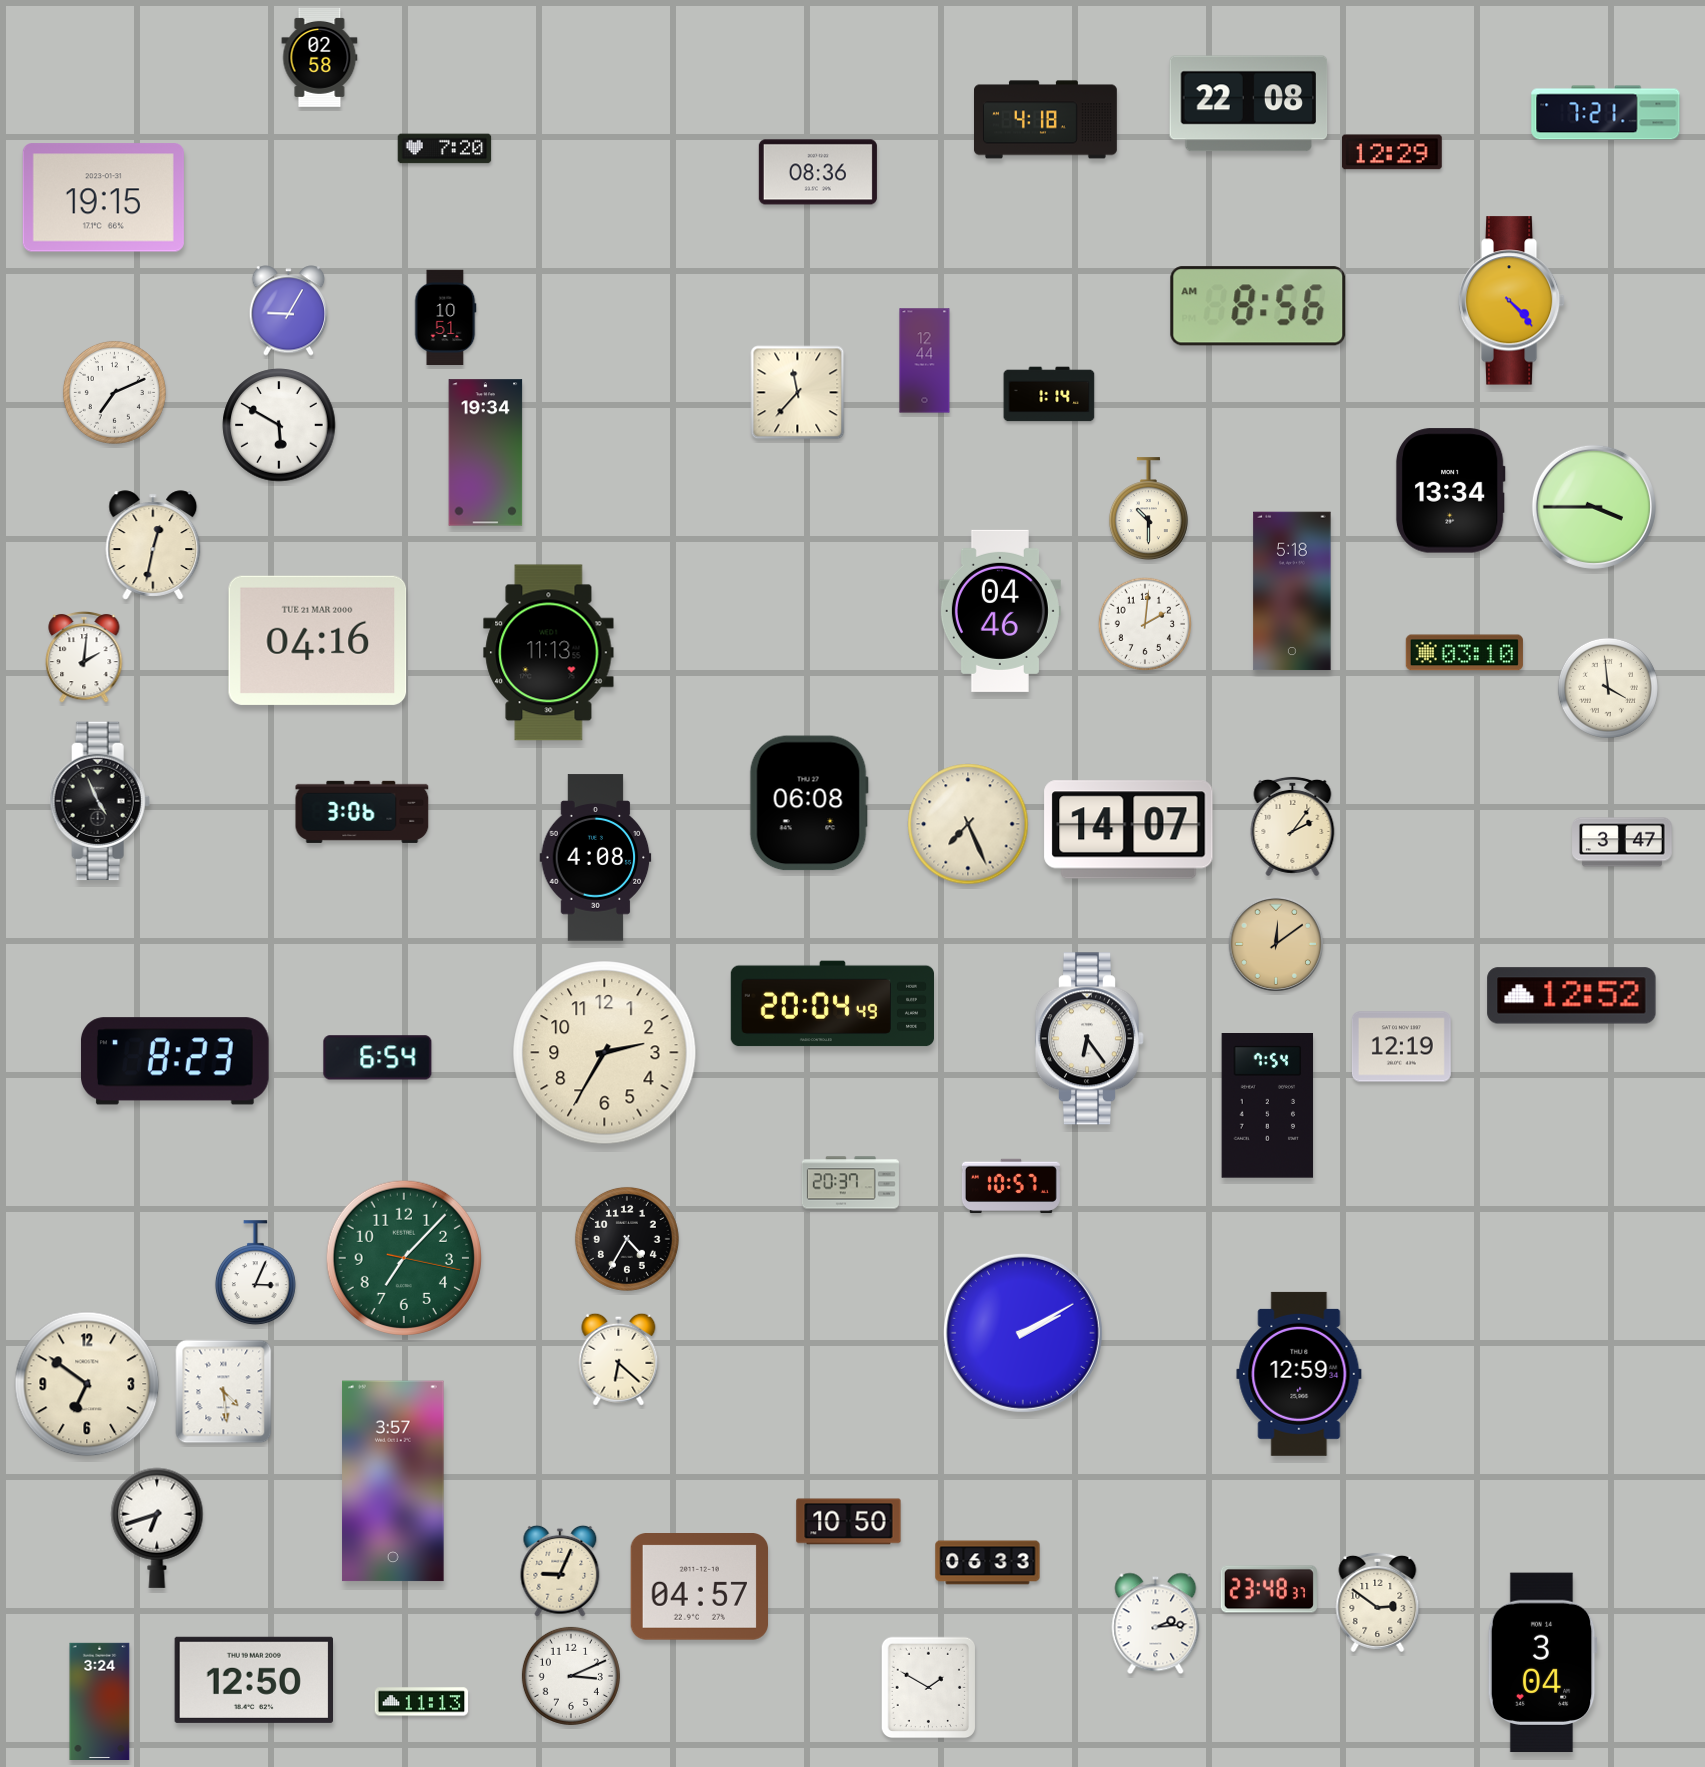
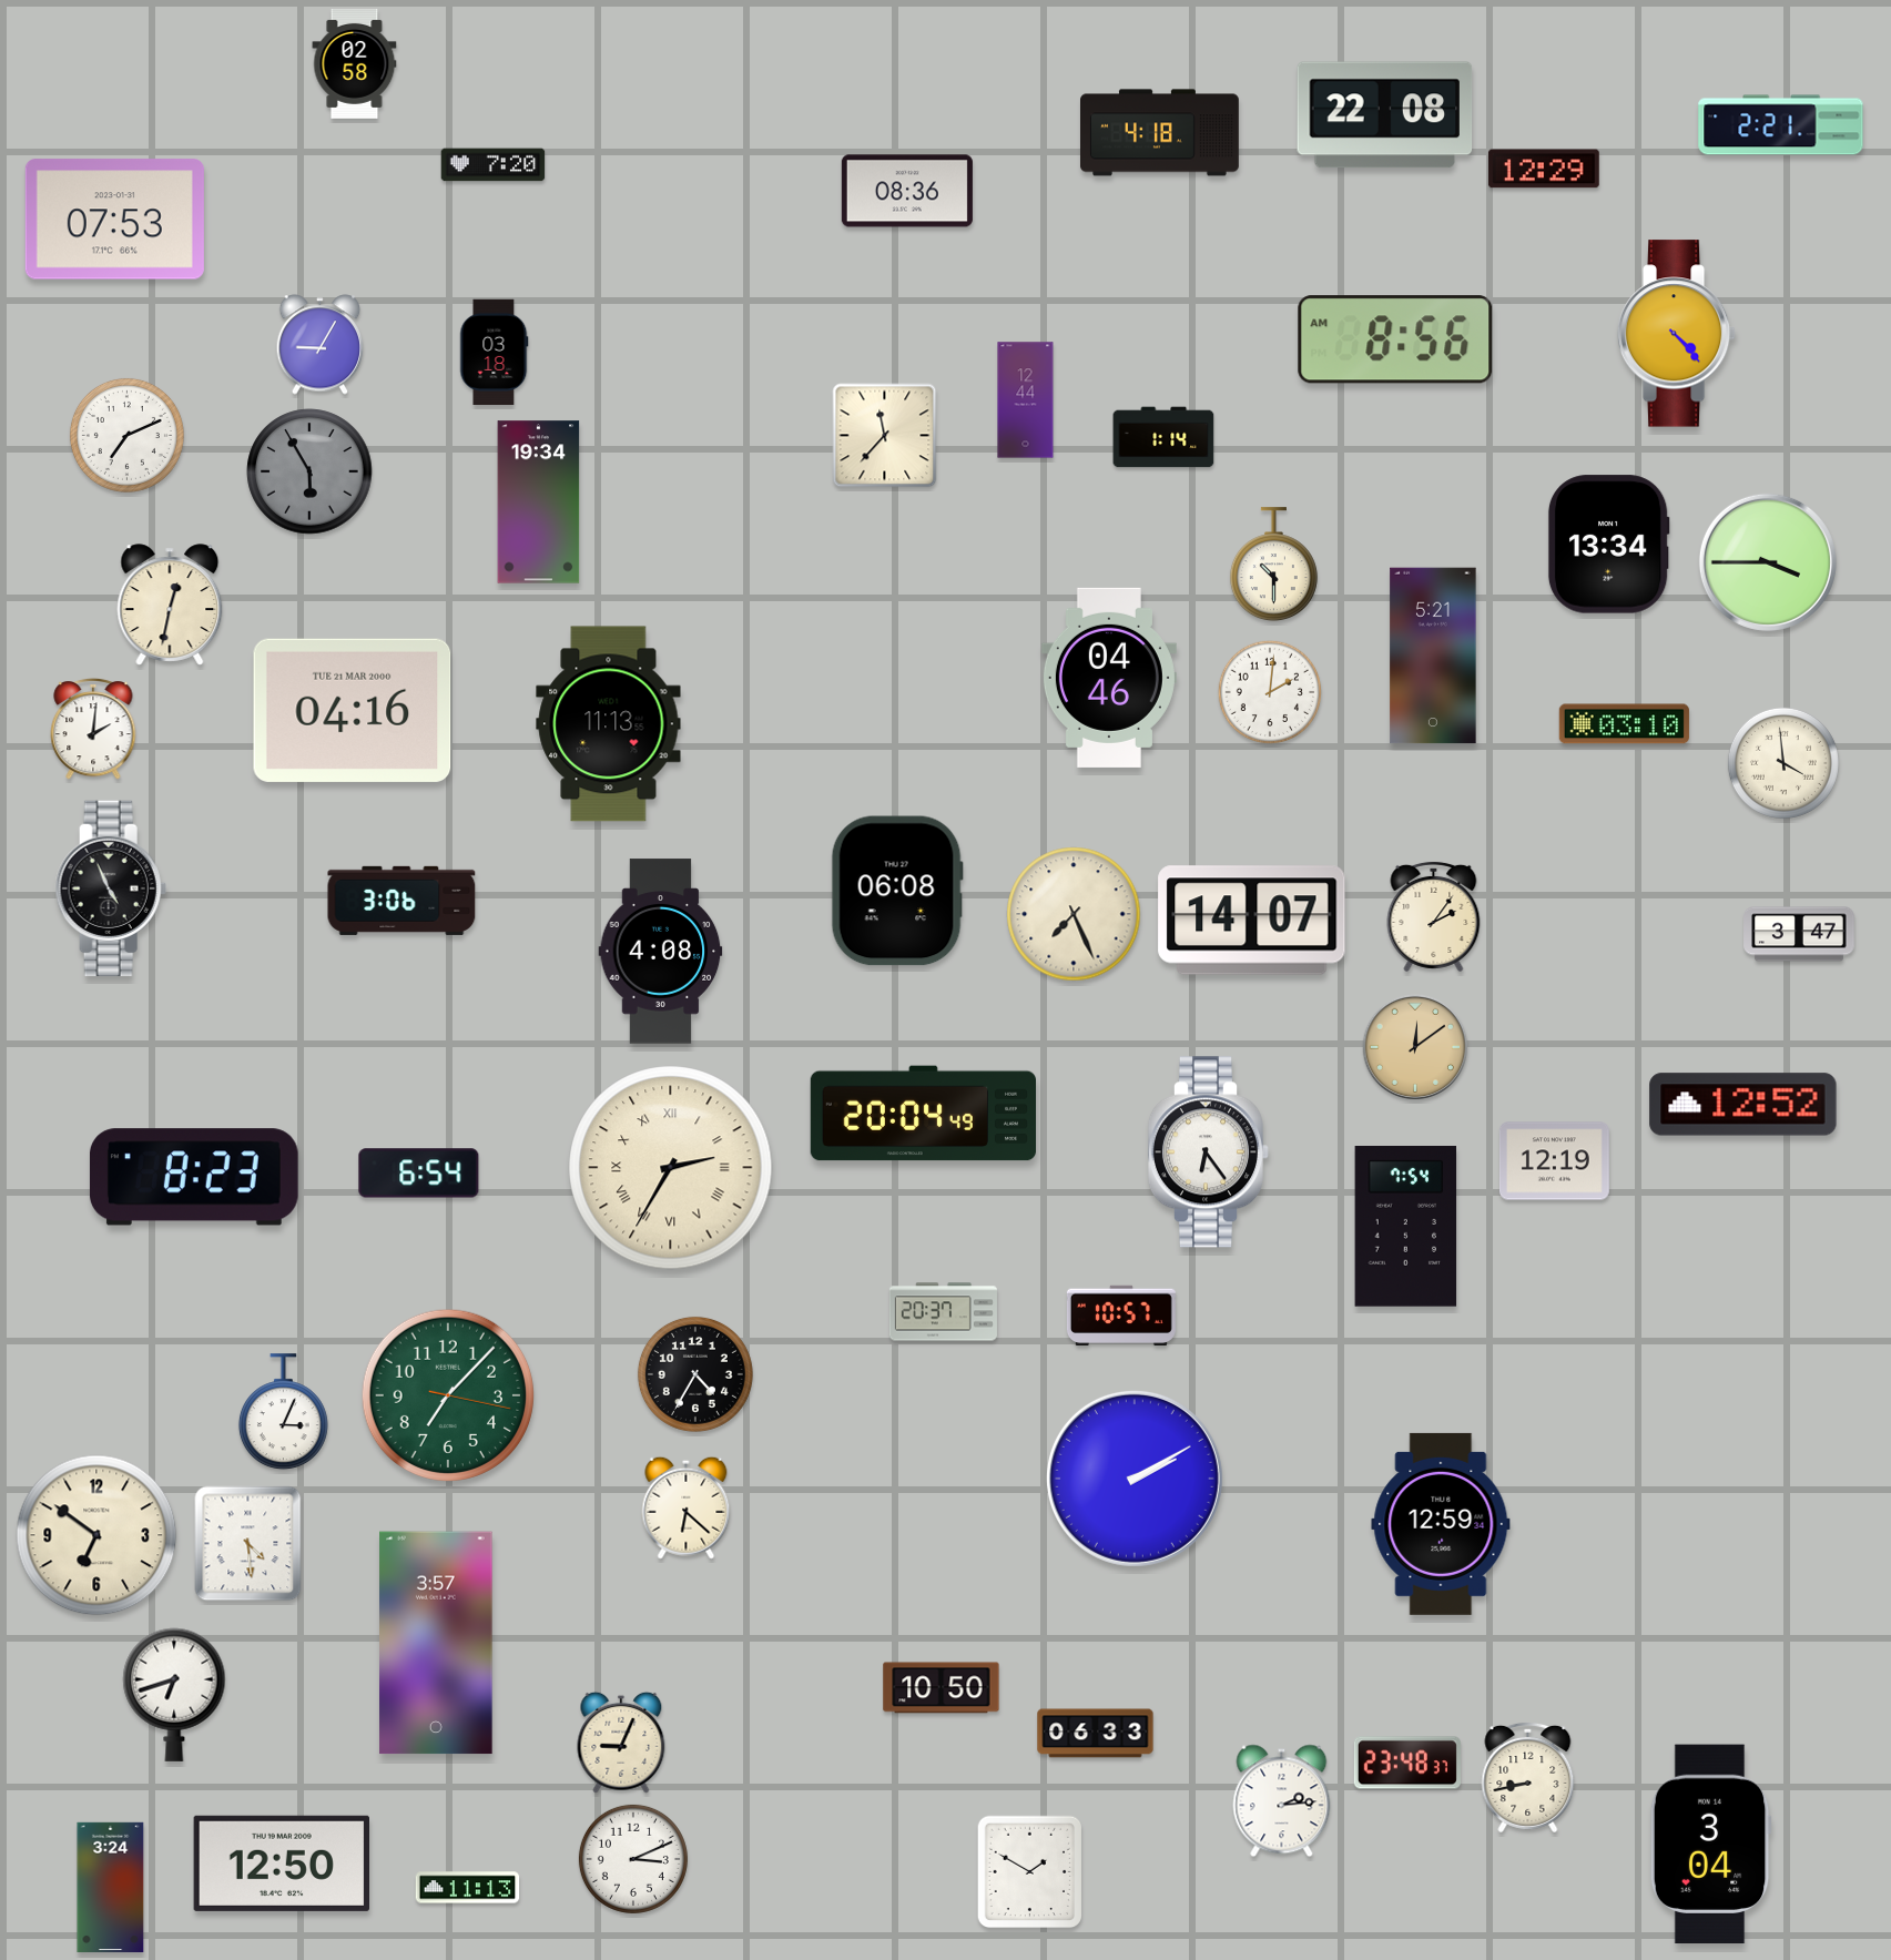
clock at (1606, 113): 7:21 -> 2:21
clock at (103, 198): 19:15 -> 07:53
clock at (445, 317): 10:51 -> 03:18
clock at (279, 425): 5:50 -> 5:55
clock at (279, 425) dial: white -> grey
clock at (1292, 591): 5:18 -> 5:21
clock at (605, 1053) numerals: Arabic -> Roman
clock at (699, 1587): 04:57 -> none
clock at (1378, 1602): 2:51 -> 8:43
